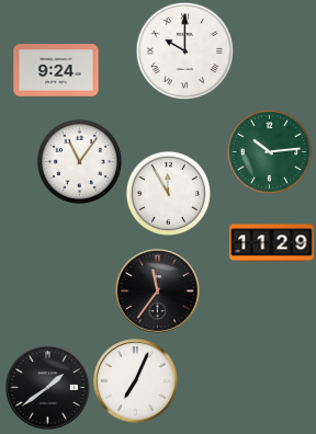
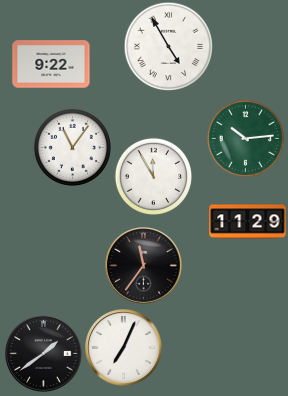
clock at (184, 50): 10:00 -> 4:55
clock at (56, 70): 9:24 -> 9:22
